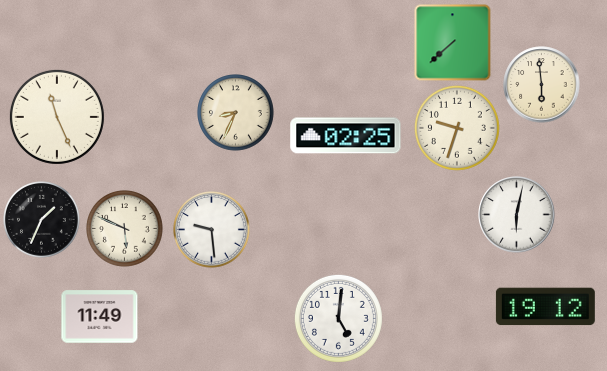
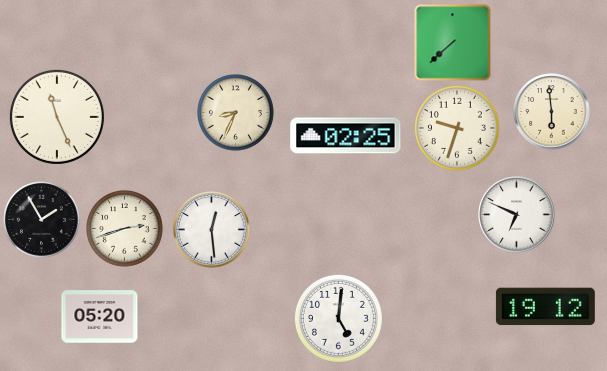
clock at (542, 85) position: (542, 85) -> (552, 112)
clock at (517, 215): 6:02 -> 6:49
clock at (42, 220): 1:34 -> 1:55
clock at (125, 229): 5:49 -> 2:42
clock at (212, 230): 9:29 -> 12:29
clock at (100, 317): 11:49 -> 05:20
